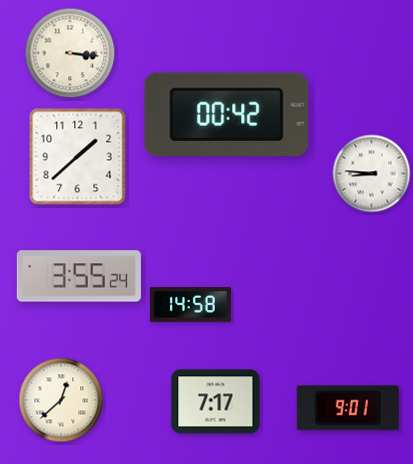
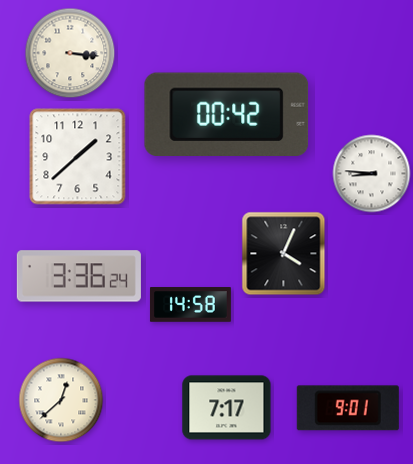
clock at (284, 254): none -> 4:04
clock at (79, 276): 3:55 -> 3:36
clock at (216, 402) position: (216, 402) -> (227, 408)
